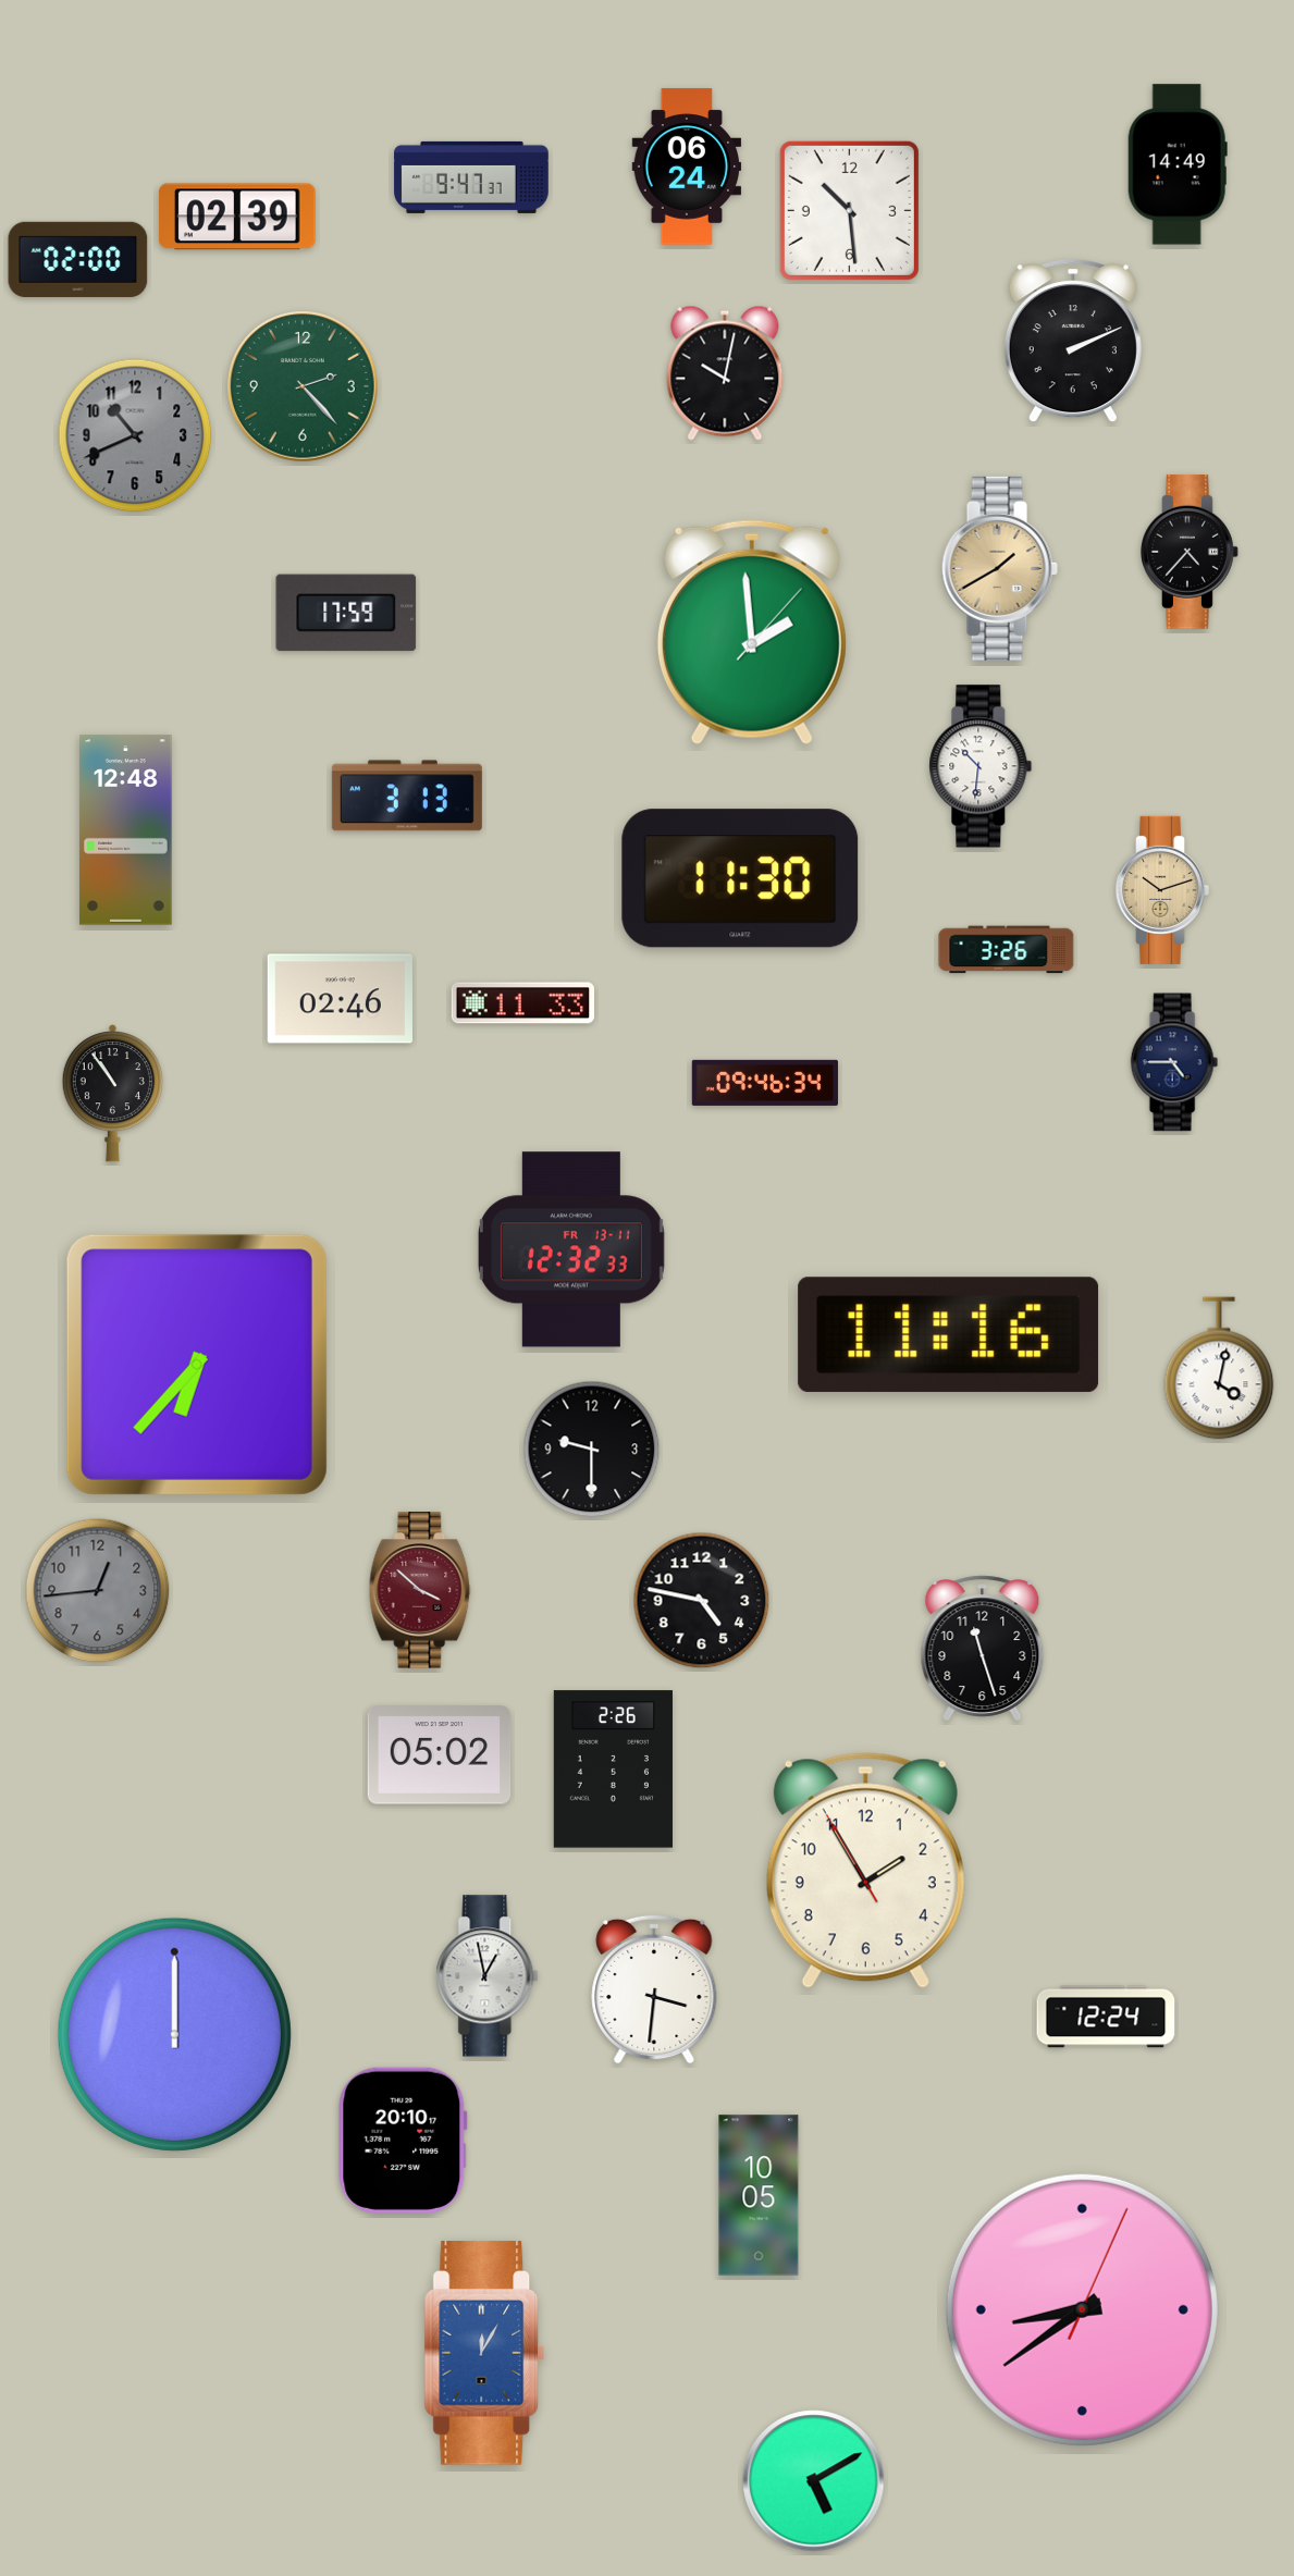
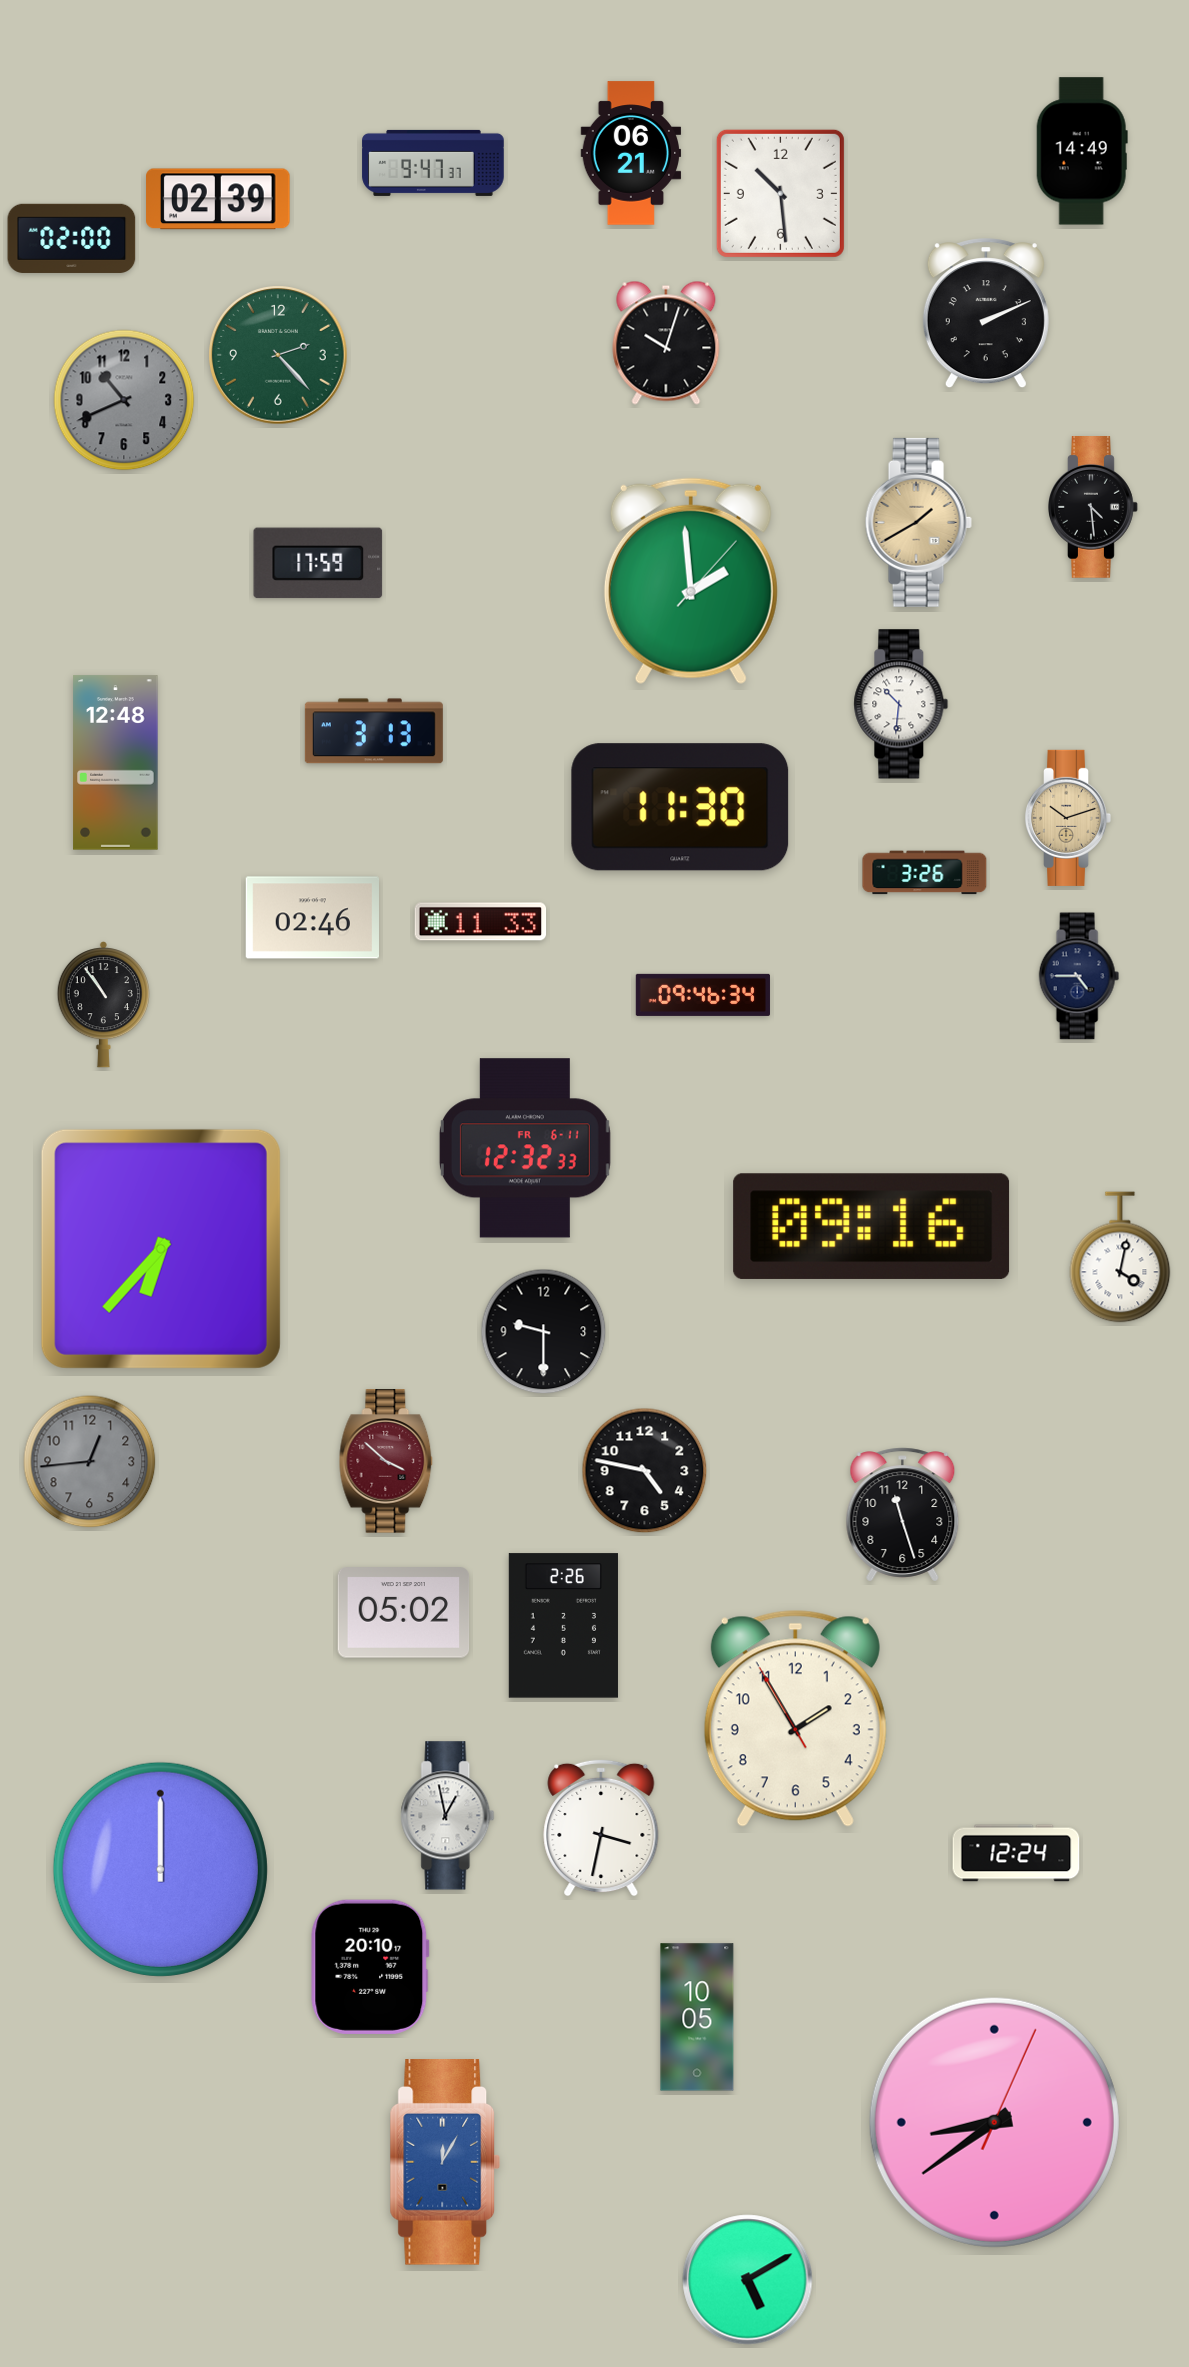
clock at (687, 167): 06:24 -> 06:21
clock at (725, 373): 10:02 -> 10:03
clock at (1191, 553): 4:37 -> 4:29
clock at (571, 1249) date: FR 13-11 -> FR 6-11
clock at (949, 1334): 11:16 -> 09:16
clock at (197, 1365) position: (197, 1365) -> (161, 1249)
clock at (654, 1989): 3:31 -> 3:32
